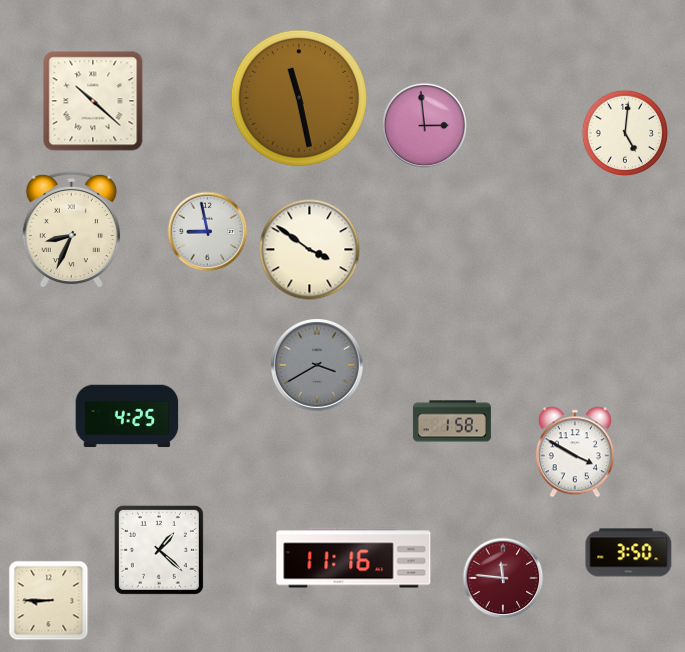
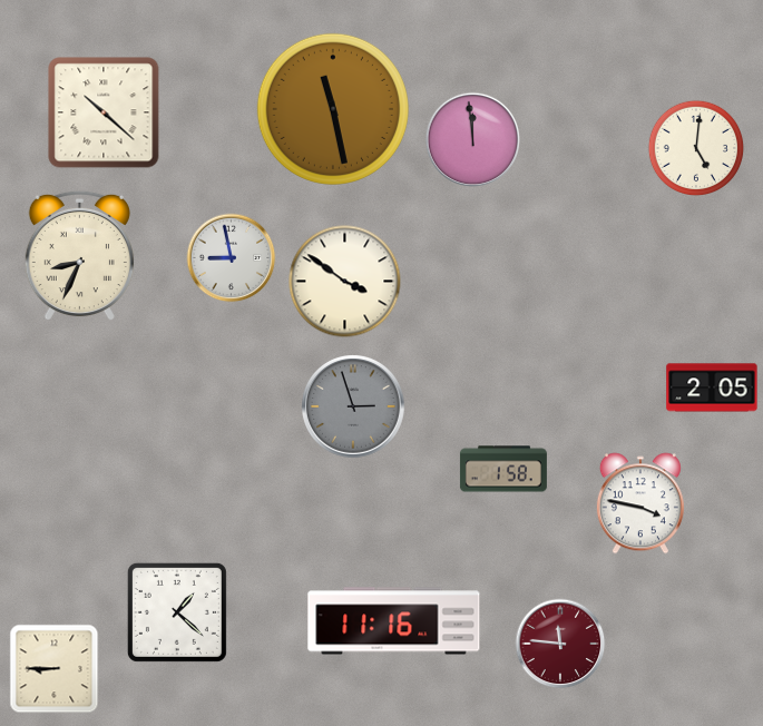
clock at (424, 125): 2:59 -> 11:59
clock at (310, 250) position: (310, 250) -> (345, 282)
clock at (712, 387): none -> 2:05
clock at (317, 365): 3:40 -> 2:57
clock at (127, 416): 4:25 -> none
clock at (575, 452): 3:50 -> 3:47
clock at (629, 553): 3:50 -> none
